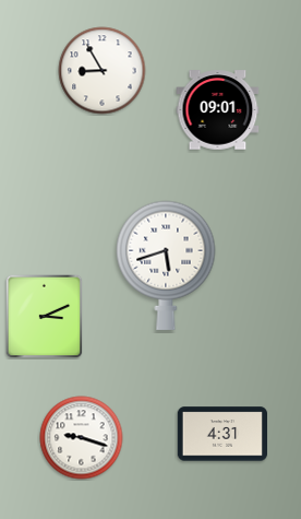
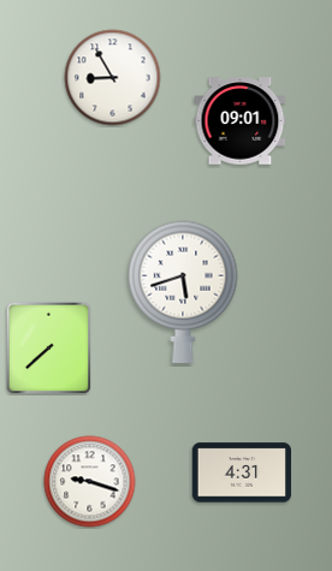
clock at (45, 316): 3:11 -> 7:38
clock at (221, 434) position: (221, 434) -> (241, 472)
